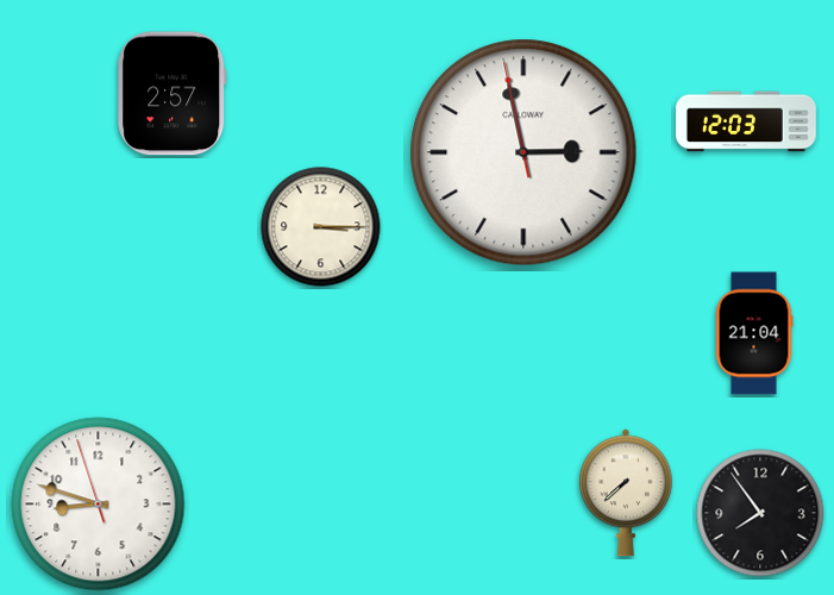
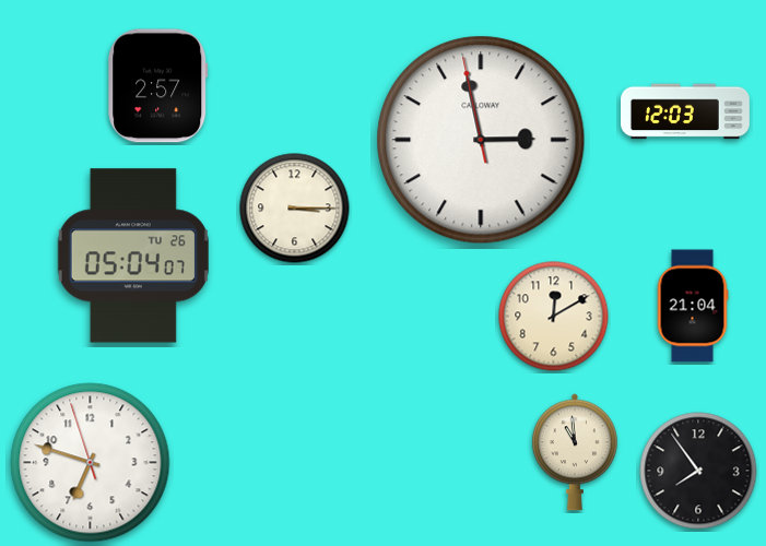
clock at (133, 256): none -> 05:04
clock at (554, 317): none -> 12:10
clock at (626, 493): 7:38 -> 10:59
clock at (99, 505): 8:47 -> 6:47
